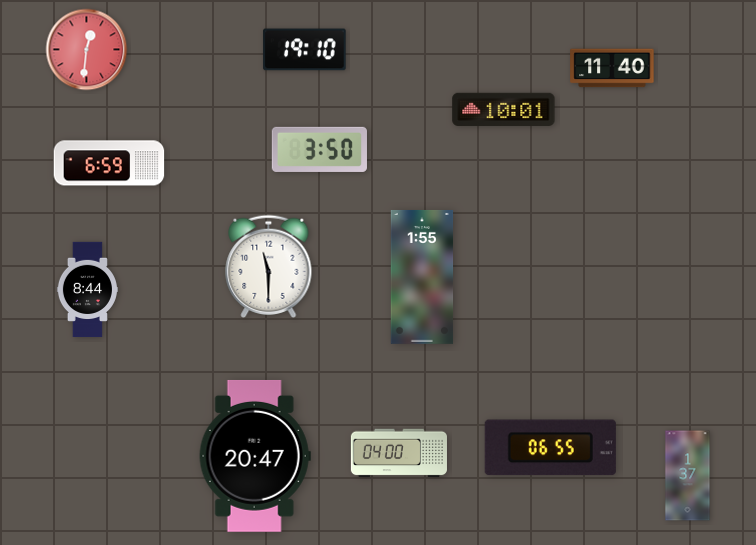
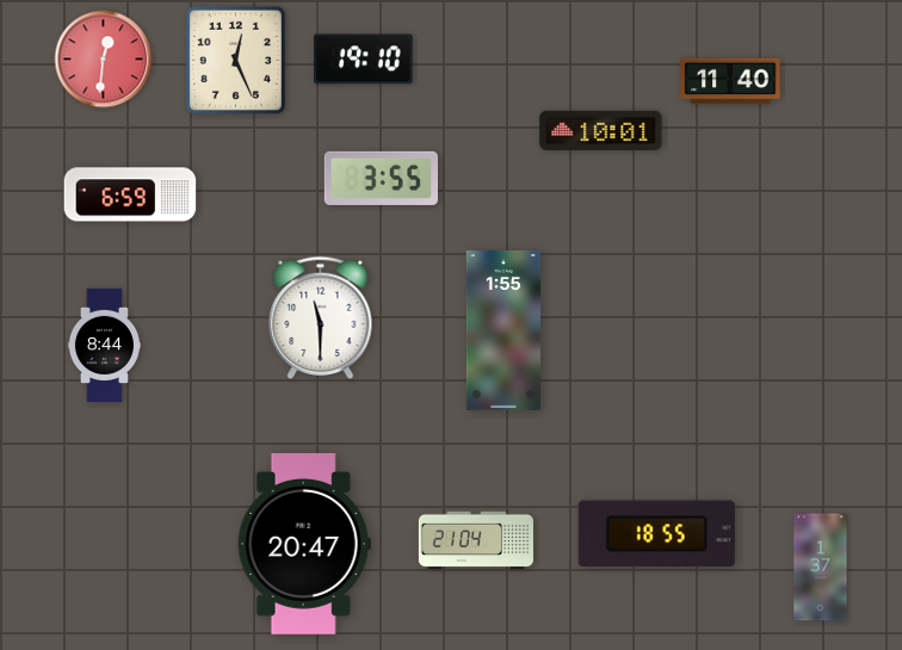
clock at (235, 60): none -> 12:26
clock at (319, 149): 3:50 -> 3:55
clock at (550, 448): 06:55 -> 18:55
clock at (399, 453): 04:00 -> 21:04
